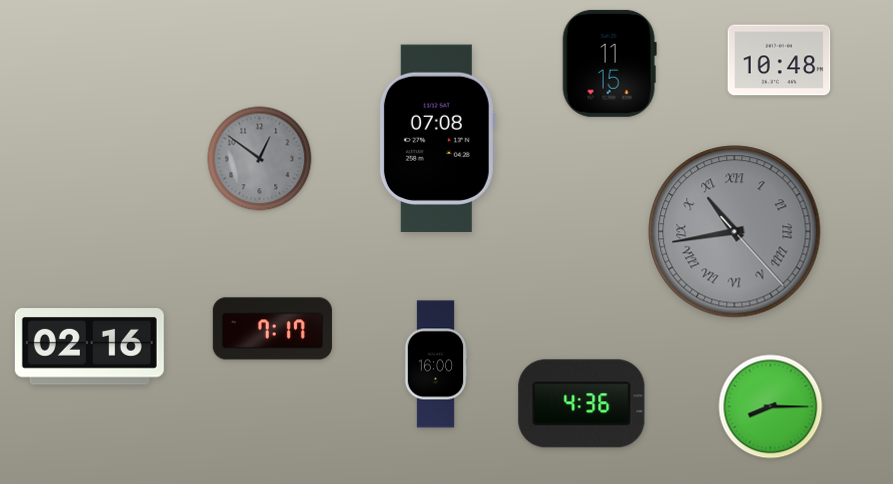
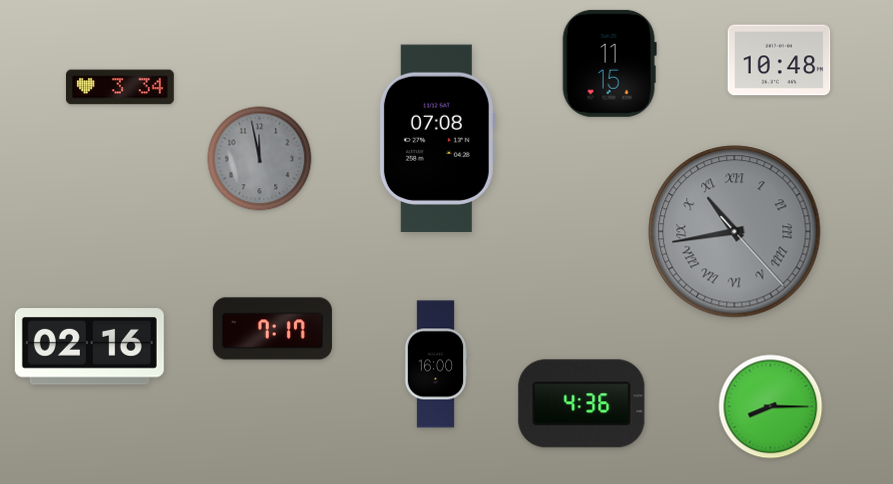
clock at (121, 87): none -> 3:34
clock at (260, 159): 12:51 -> 11:58
